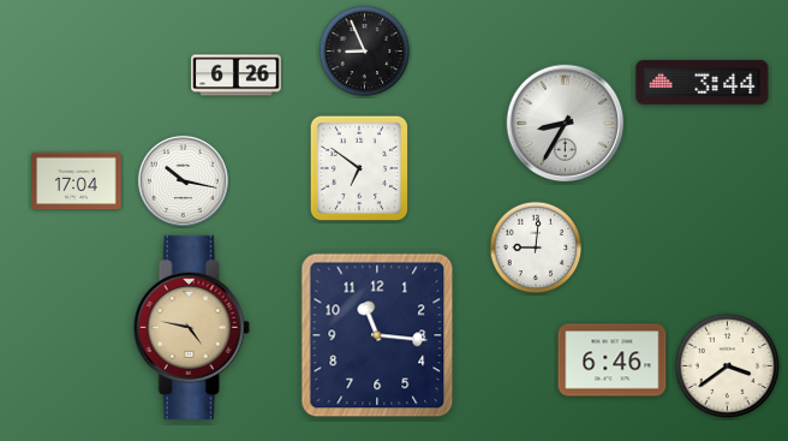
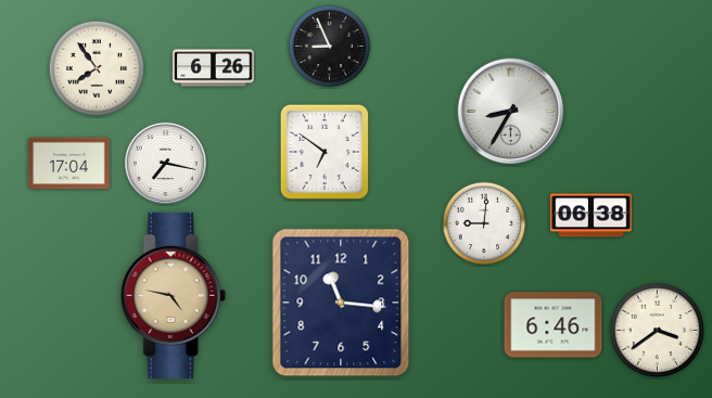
clock at (96, 67): none -> 7:54
clock at (703, 82): 3:44 -> none
clock at (183, 180): 10:17 -> 7:17
clock at (592, 216): none -> 06:38
